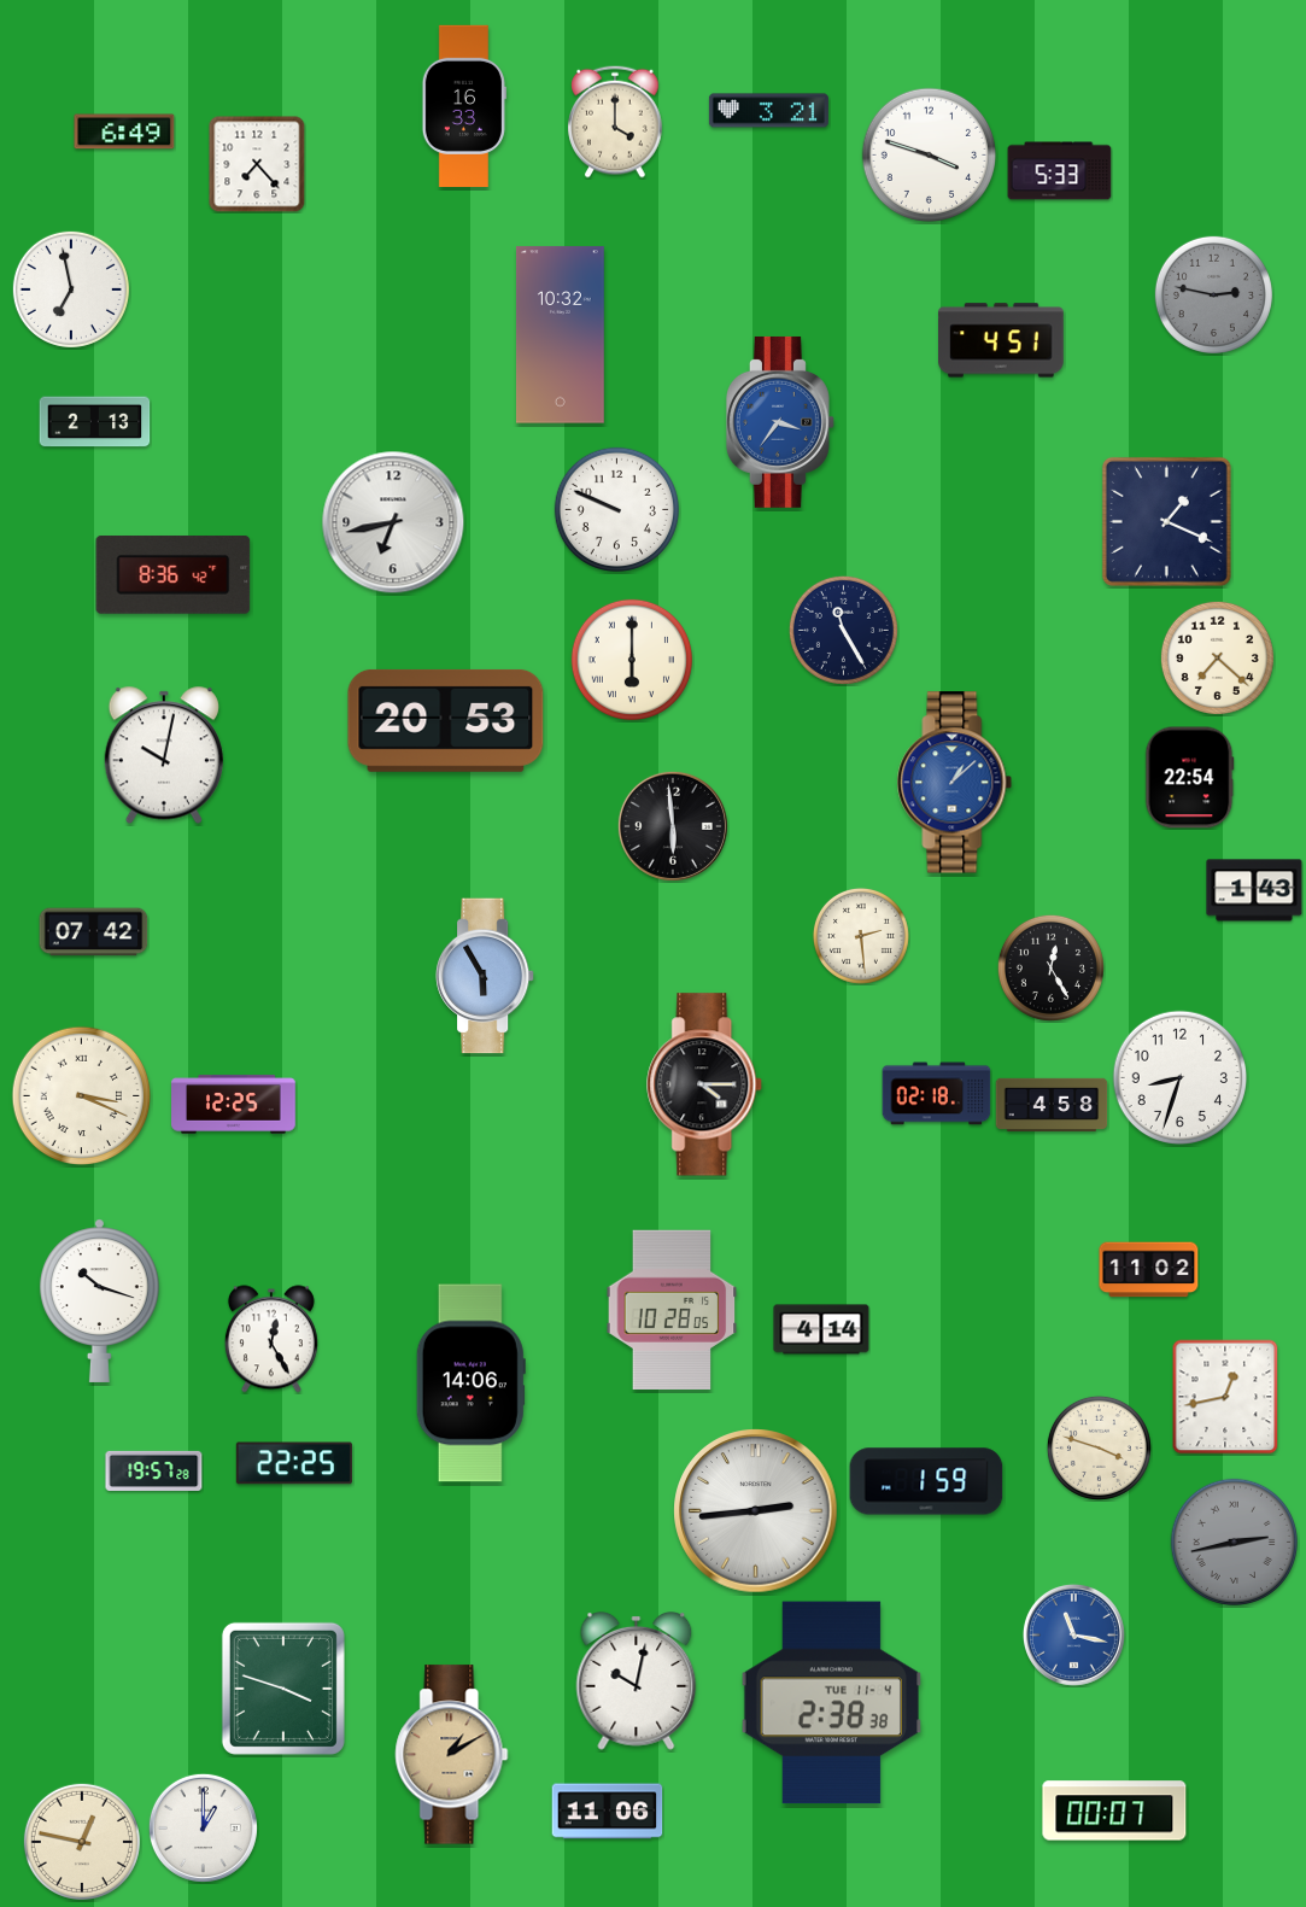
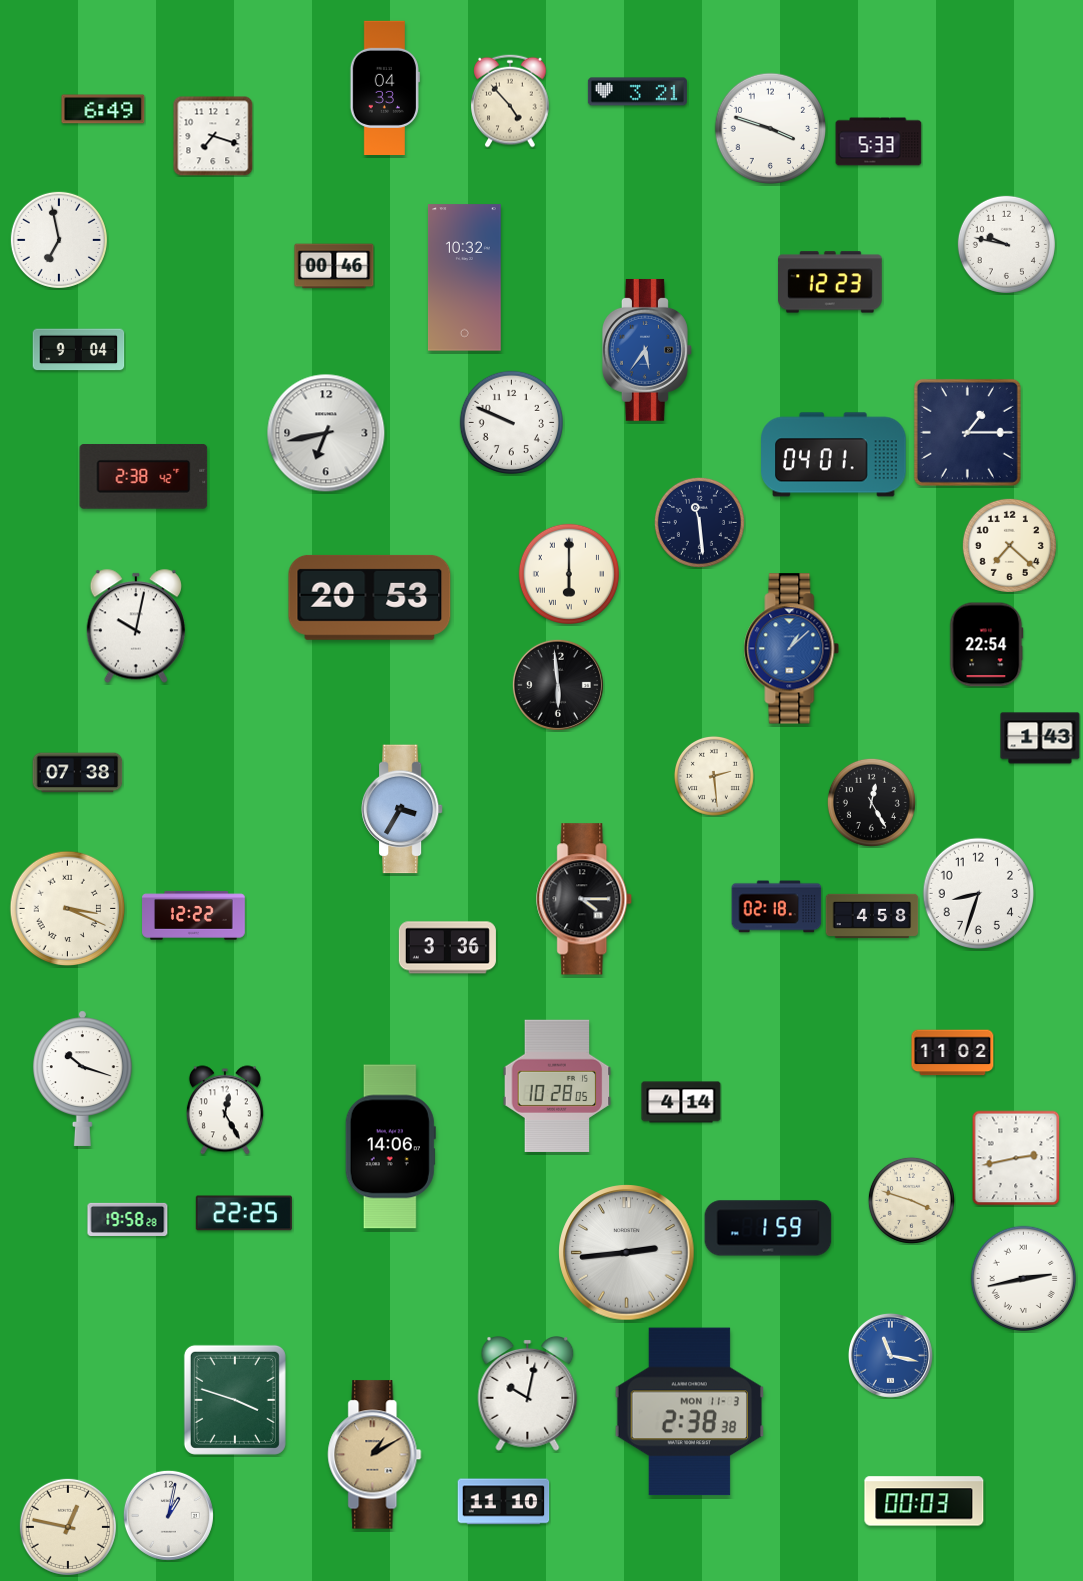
clock at (464, 105): 16:33 -> 04:33
clock at (615, 122): 4:00 -> 4:53
clock at (257, 164): 7:23 -> 7:18
clock at (1213, 294): 2:47 -> 9:47
clock at (1213, 294) dial: grey -> white
clock at (334, 266): none -> 00:46
clock at (1002, 340): 4:51 -> 12:23
clock at (95, 422): 2:13 -> 9:04
clock at (780, 422): 3:36 -> 5:36
clock at (1166, 521): 1:19 -> 1:15
clock at (834, 455): none -> 04:01
clock at (174, 575): 8:36 -> 2:38
clock at (843, 630): 11:25 -> 11:29
clock at (632, 660) position: (632, 660) -> (569, 574)
clock at (94, 932): 07:42 -> 07:38
clock at (485, 976): 5:55 -> 3:35
clock at (234, 1105): 12:25 -> 12:22
clock at (447, 948): none -> 3:36
clock at (1225, 1397): 12:43 -> 2:43
clock at (154, 1470): 19:57 -> 19:58
clock at (1234, 1542) dial: grey -> white
clock at (832, 1703) date: TUE 11-4 -> MON 11-3
clock at (1114, 1811): 00:07 -> 00:03
clock at (608, 1812): 11:06 -> 11:10
clock at (203, 1827): 1:00 -> 1:02
